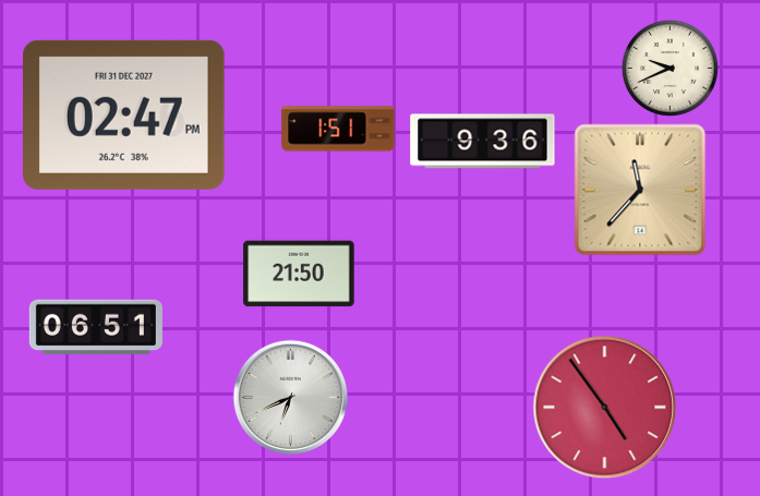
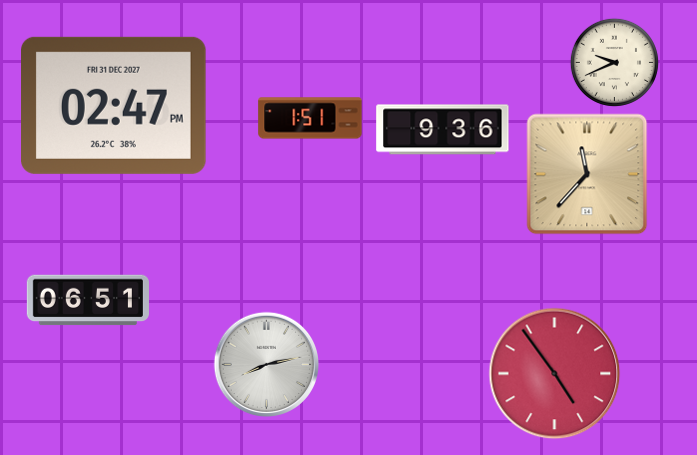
clock at (299, 274): 21:50 -> none
clock at (291, 398): 6:41 -> 8:13
